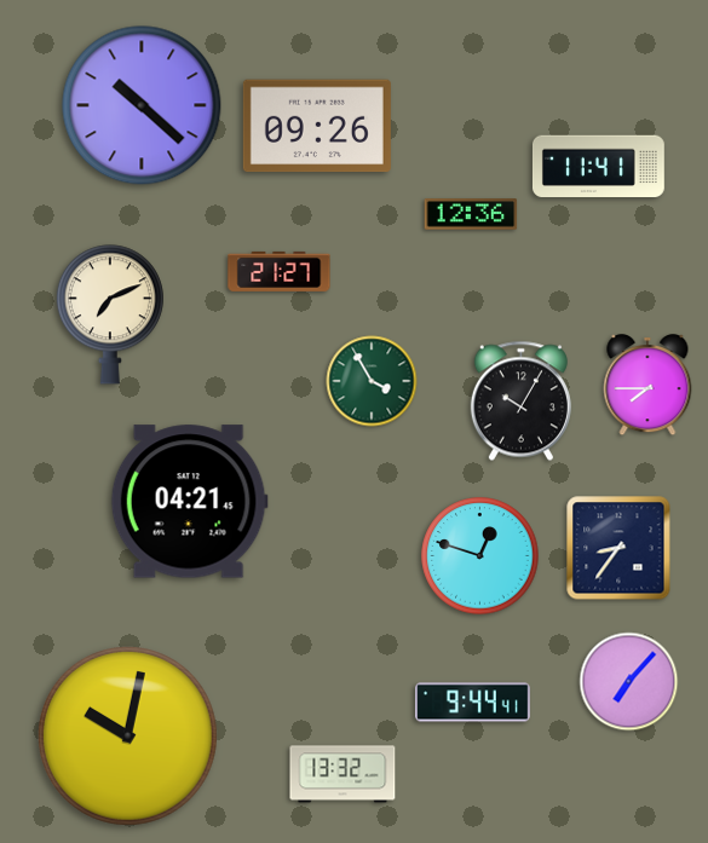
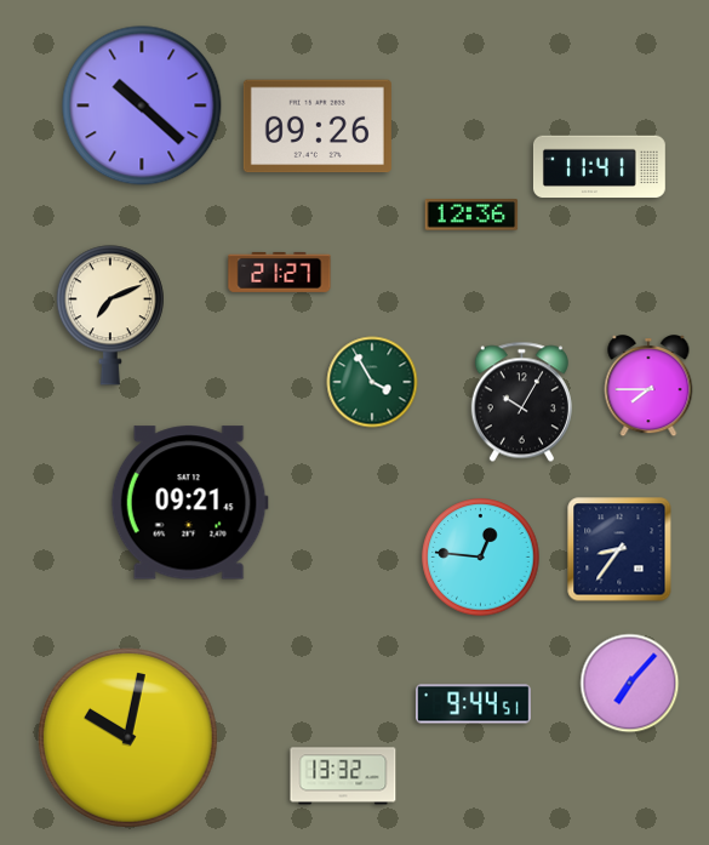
clock at (189, 502): 04:21 -> 09:21
clock at (480, 556): 12:48 -> 12:46
clock at (473, 703): 9:44:41 -> 9:44:51
